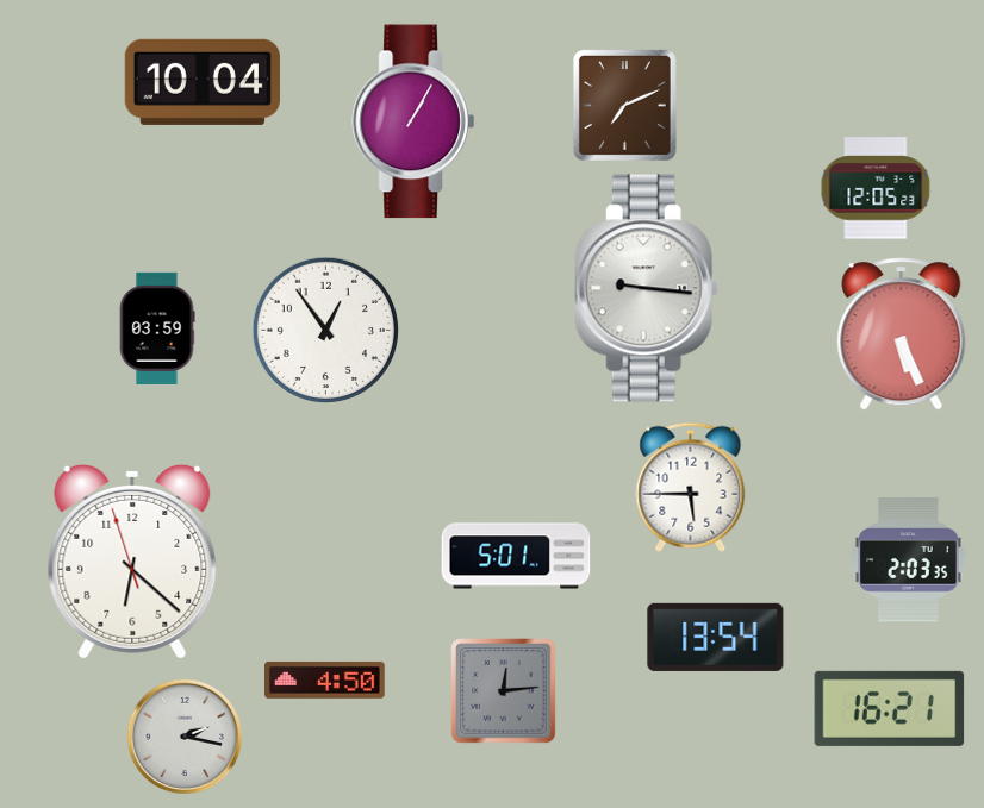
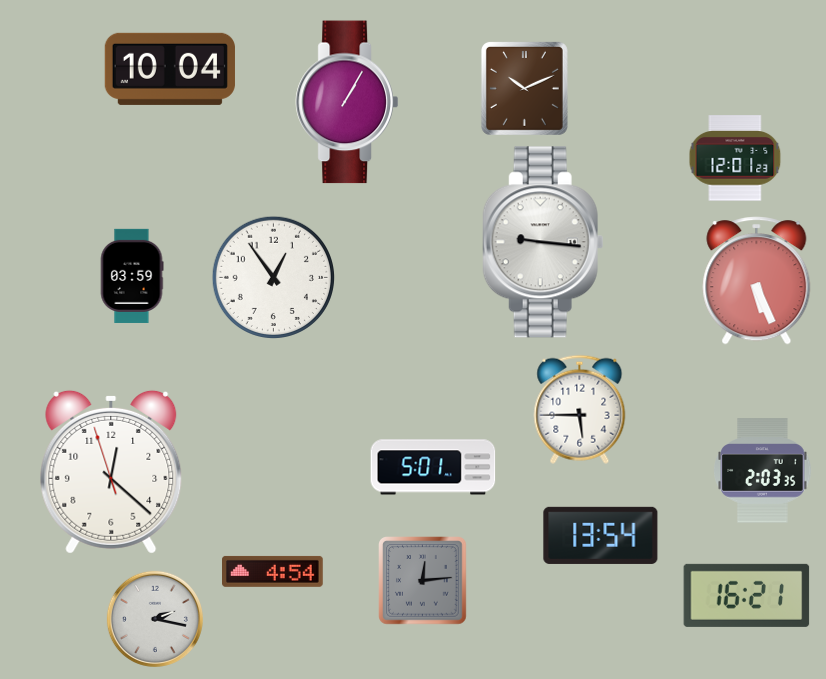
clock at (624, 105): 7:11 -> 10:11
clock at (876, 188): 12:05 -> 12:01
clock at (132, 562): 6:21 -> 12:21
clock at (325, 679): 4:50 -> 4:54
